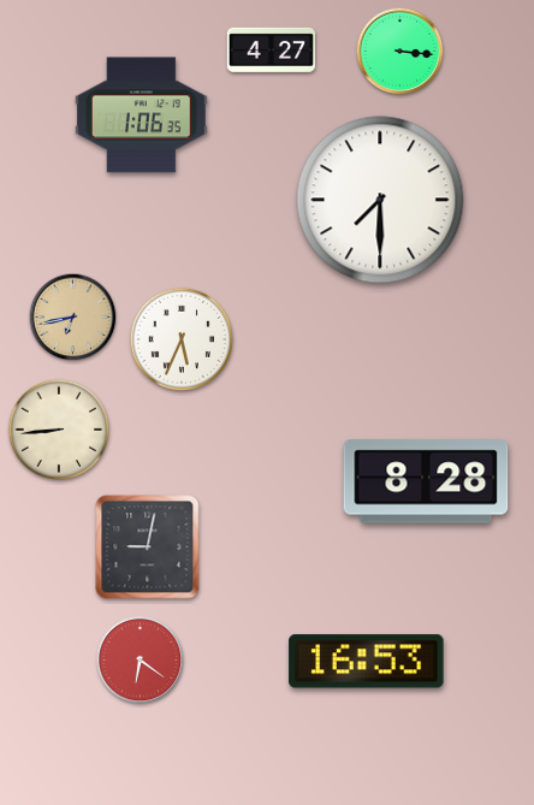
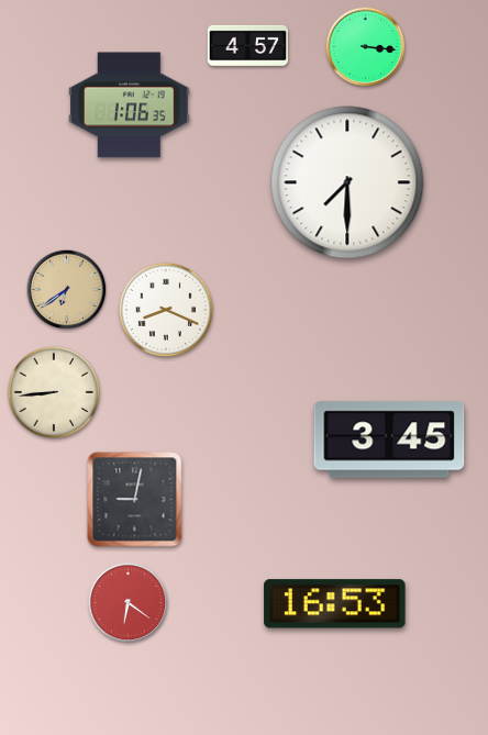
clock at (271, 49): 4:27 -> 4:57
clock at (73, 318): 6:43 -> 6:39
clock at (182, 339): 5:34 -> 8:19
clock at (426, 481): 8:28 -> 3:45
